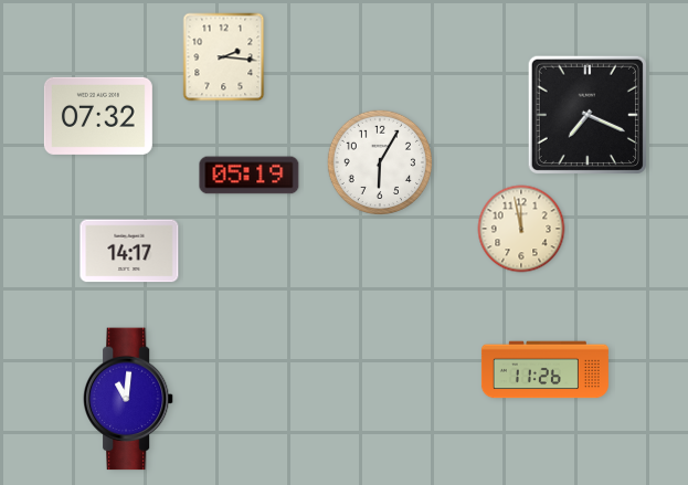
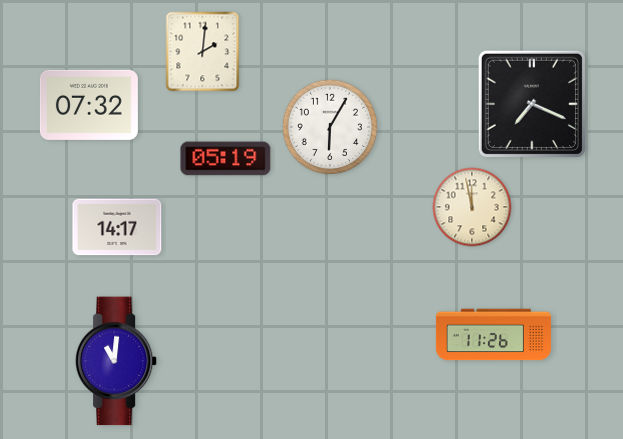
clock at (224, 57): 2:16 -> 2:01
clock at (379, 161) position: (379, 161) -> (329, 126)
